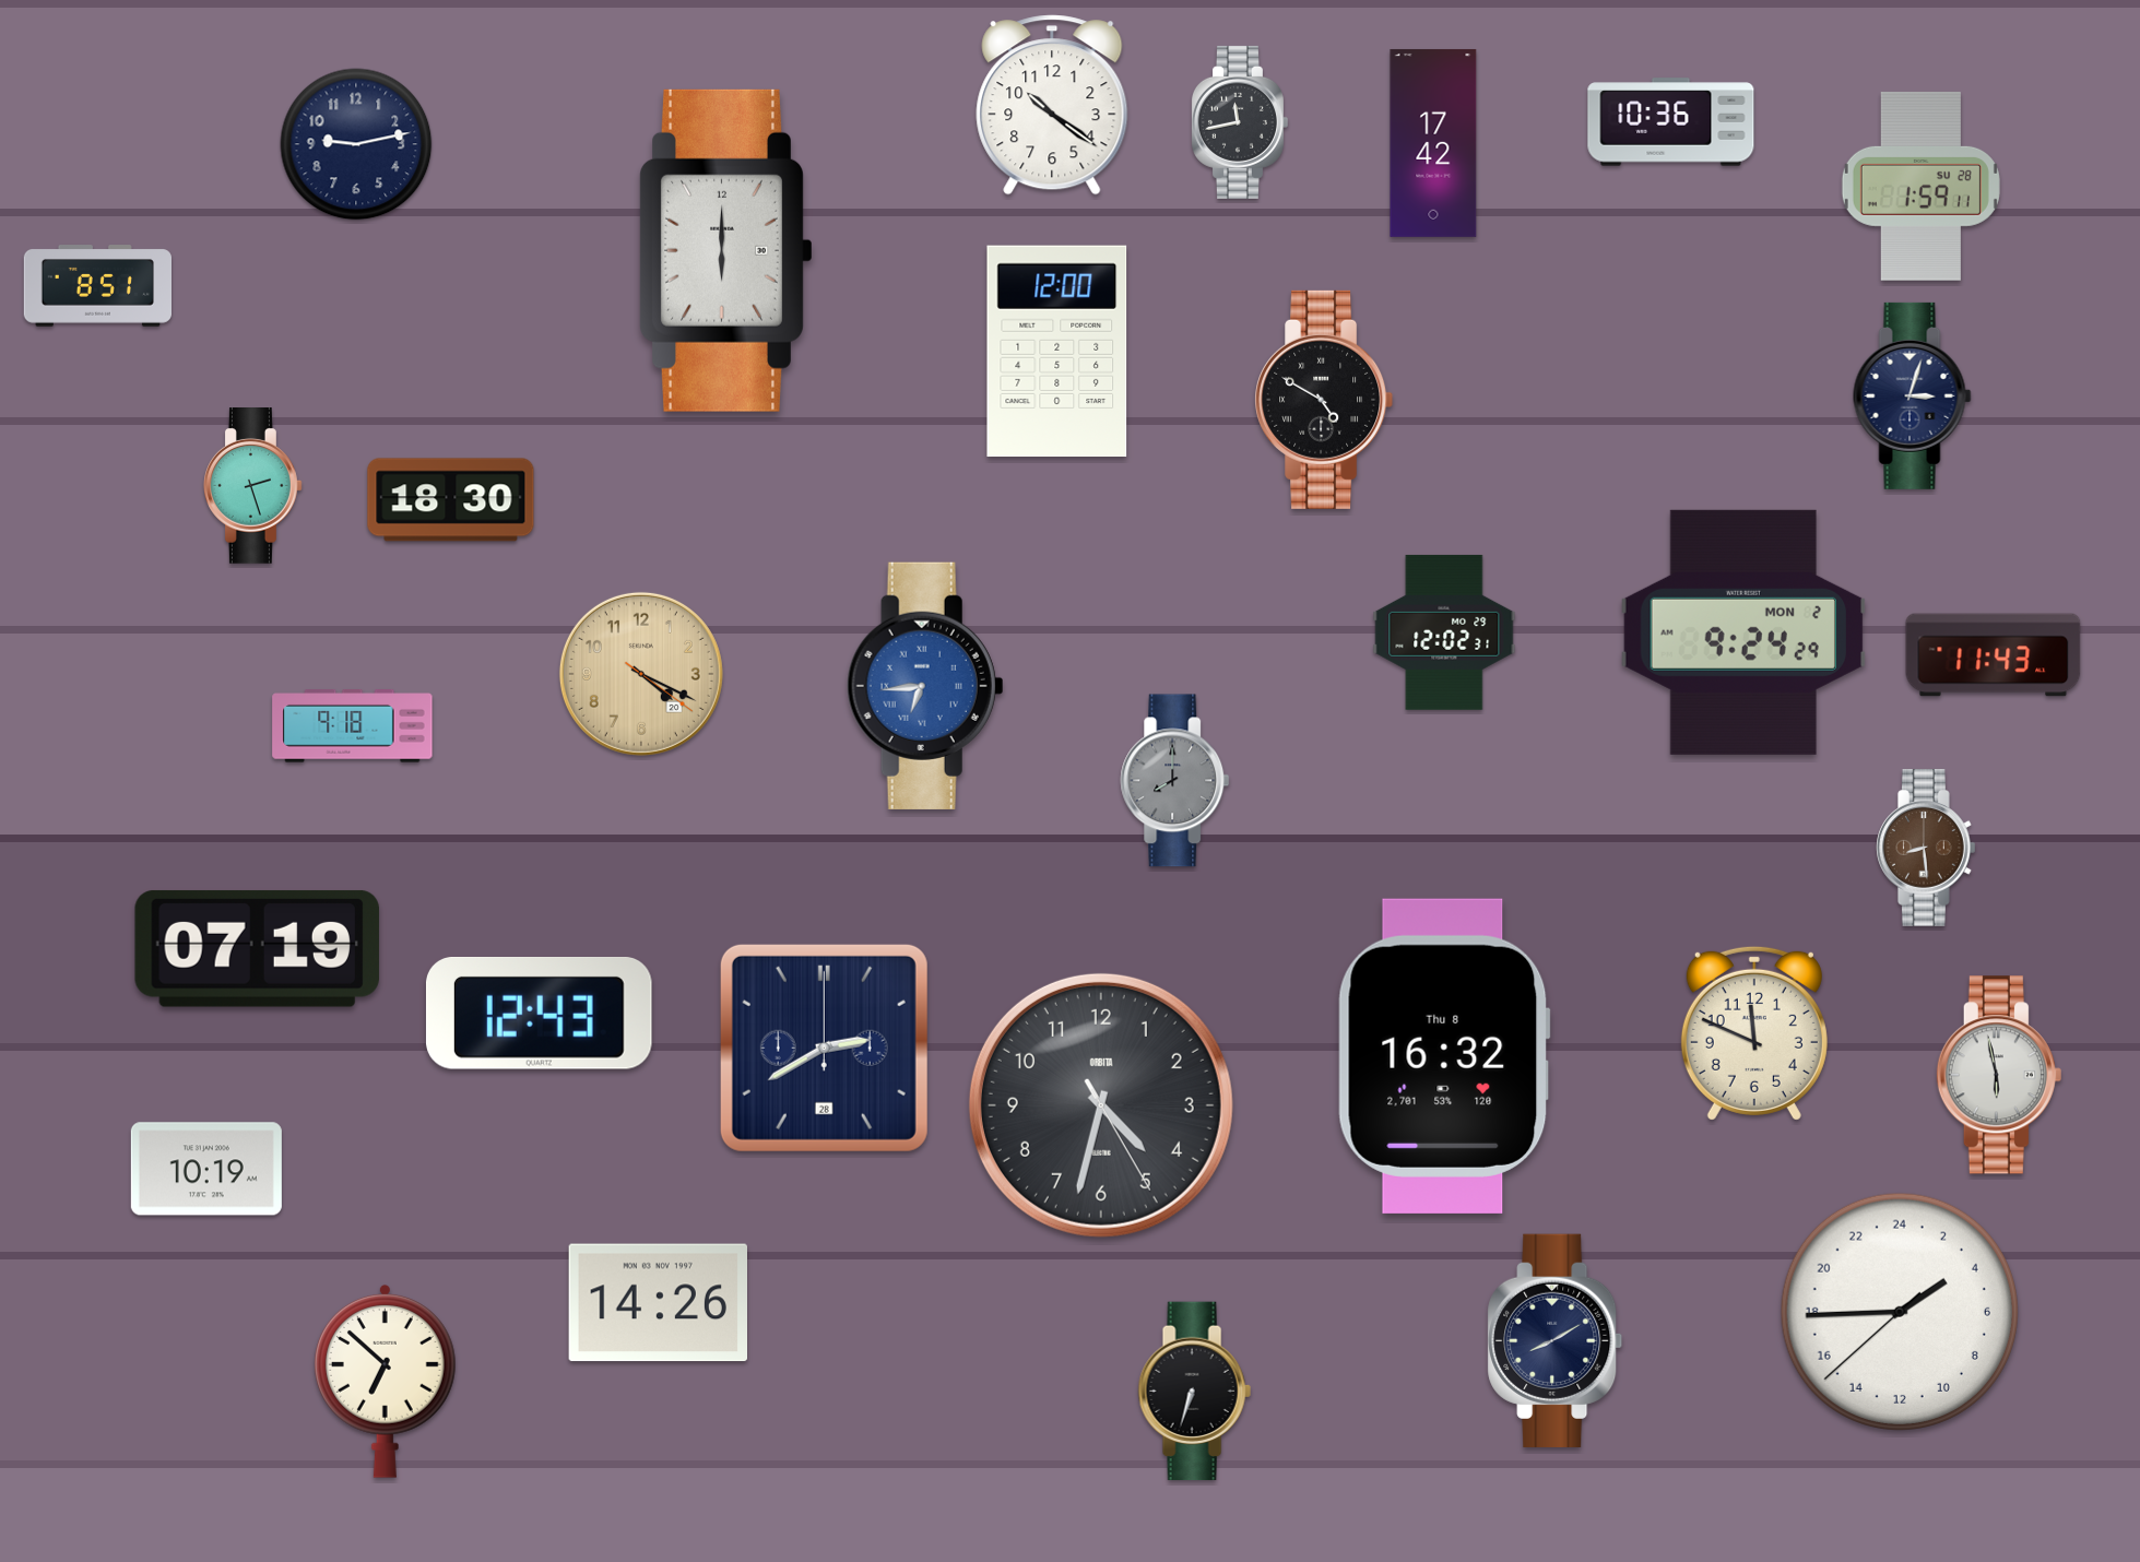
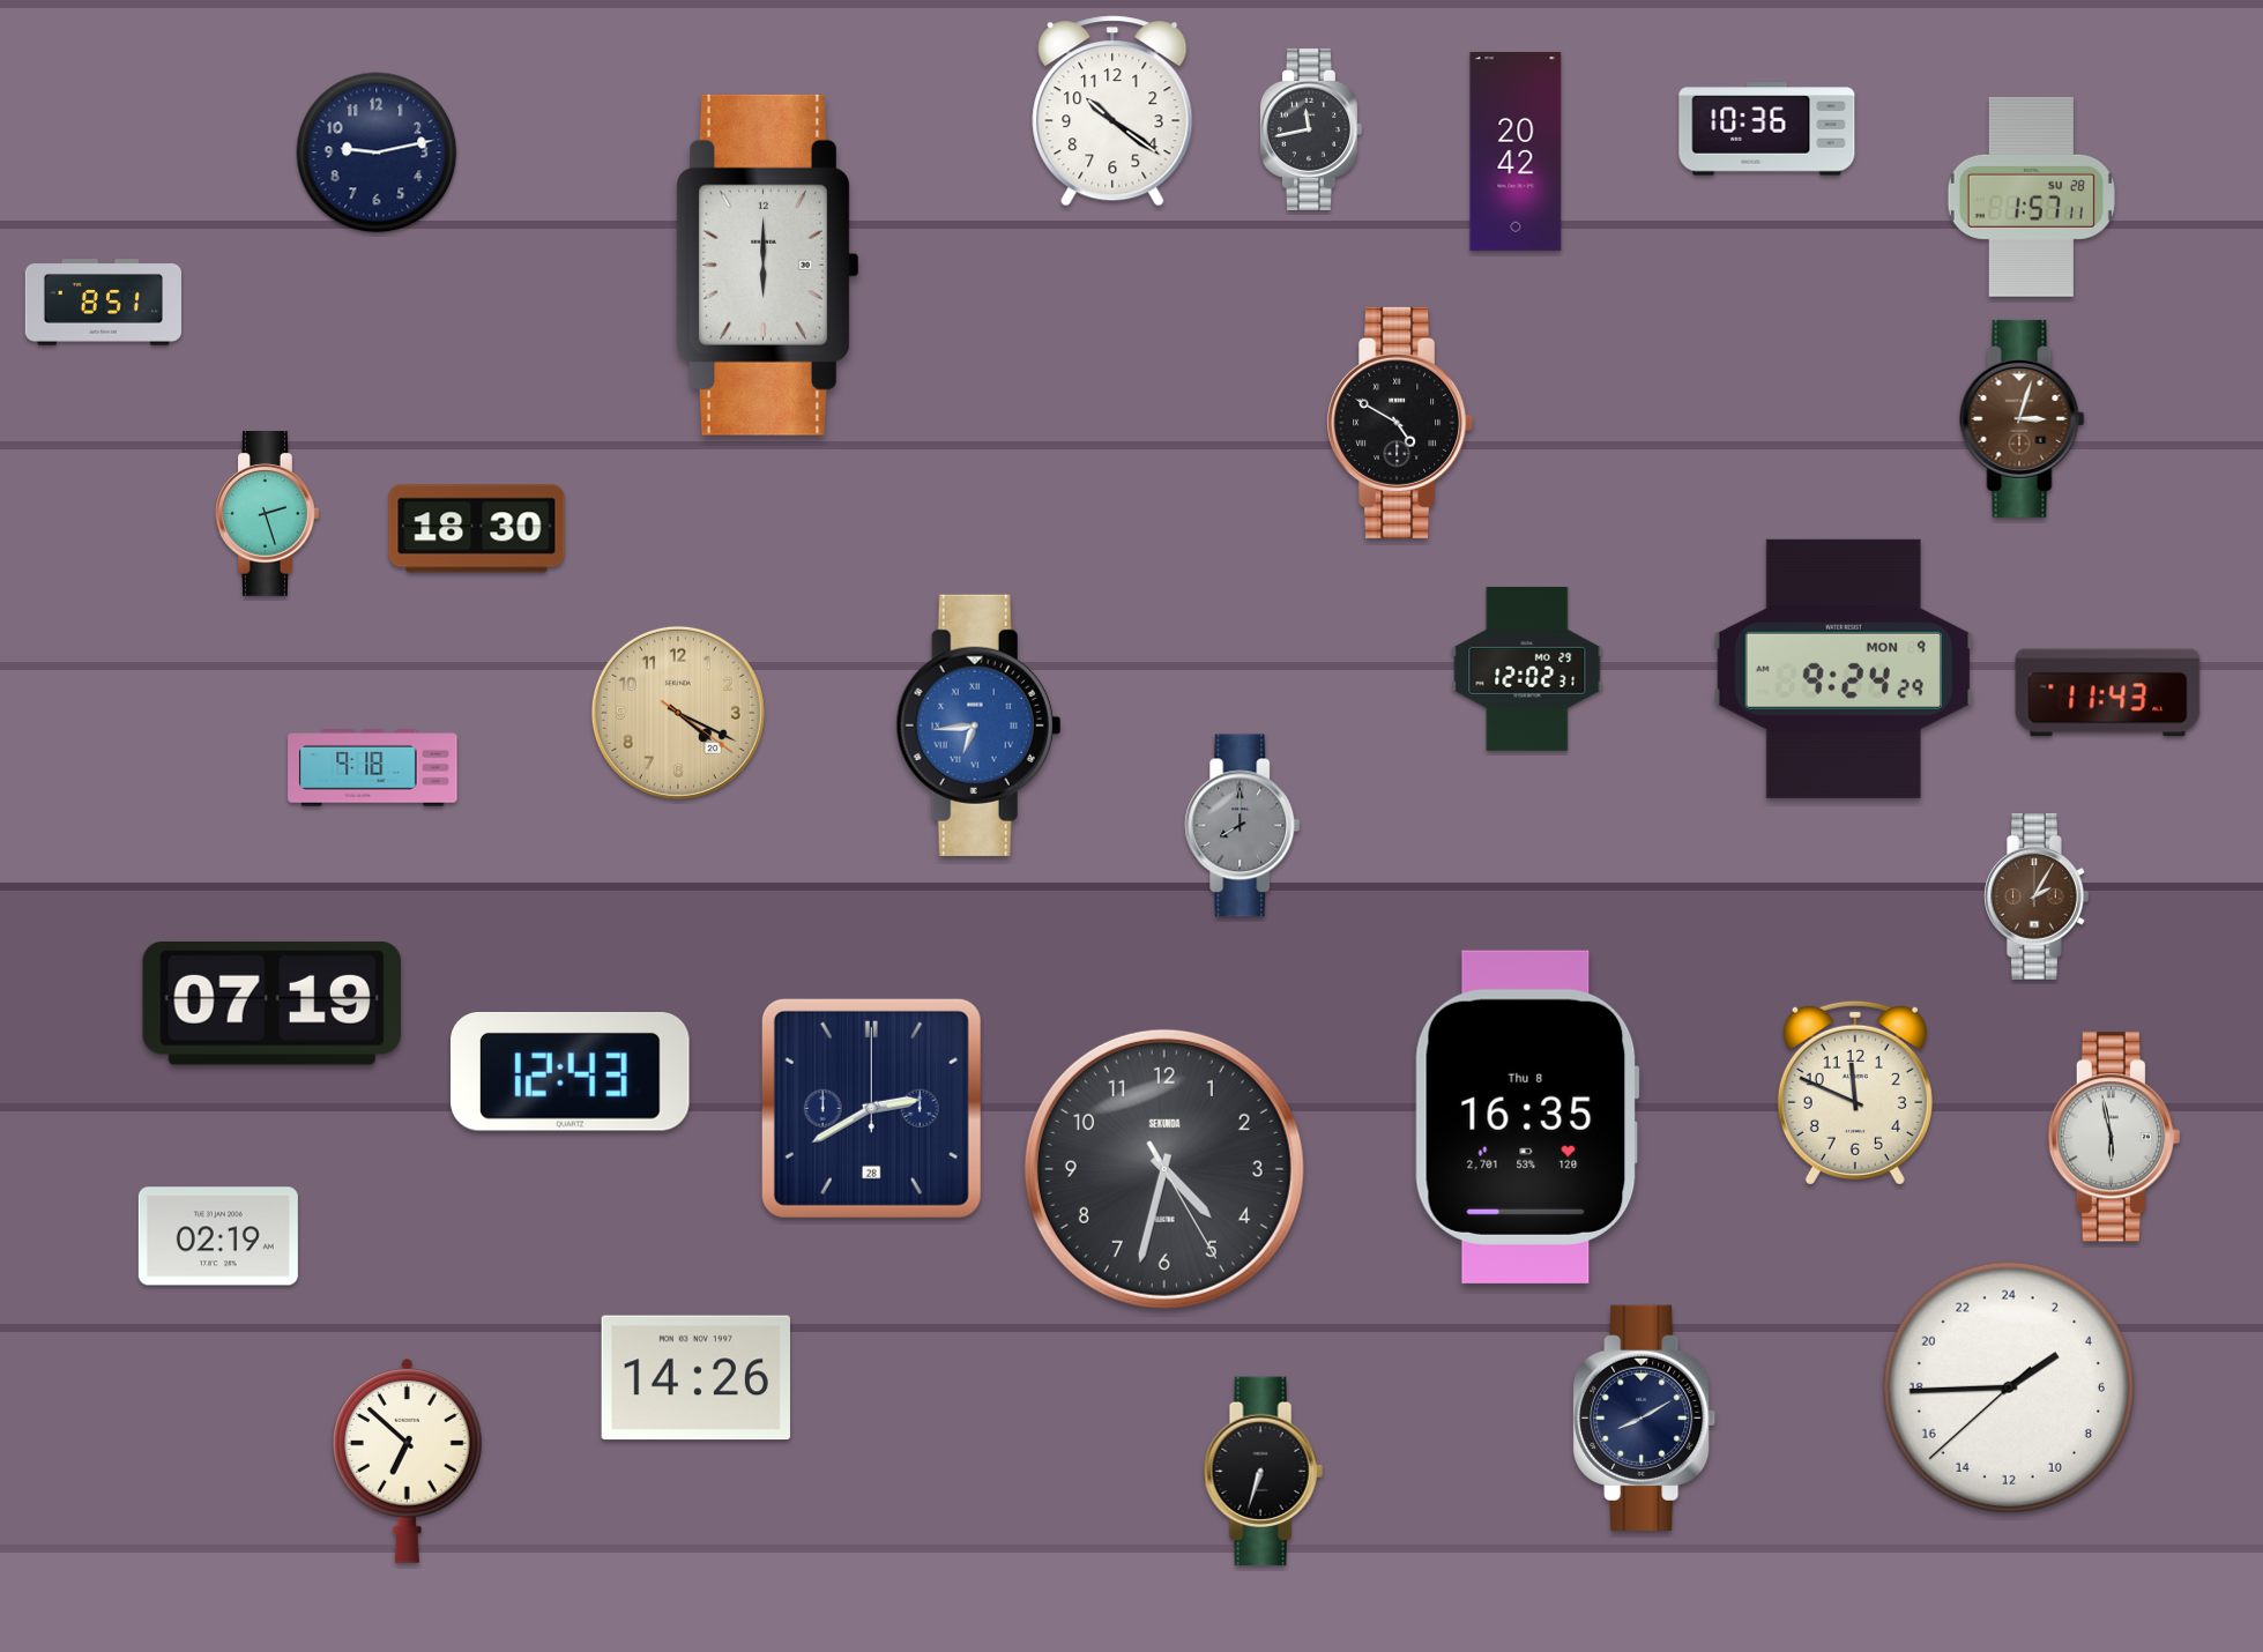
clock at (1433, 143): 17:42 -> 20:42
clock at (1920, 186): 1:59 -> 1:57
clock at (1057, 352): 12:00 -> none
clock at (1913, 395) dial: navy -> brown
clock at (1742, 632) date: MON 2 -> MON 9
clock at (1927, 848): 8:29 -> 2:05
clock at (1444, 1056): 16:32 -> 16:35
clock at (1101, 1105) brand: ORBITA -> SEKUNDA
clock at (206, 1169): 10:19 -> 02:19
